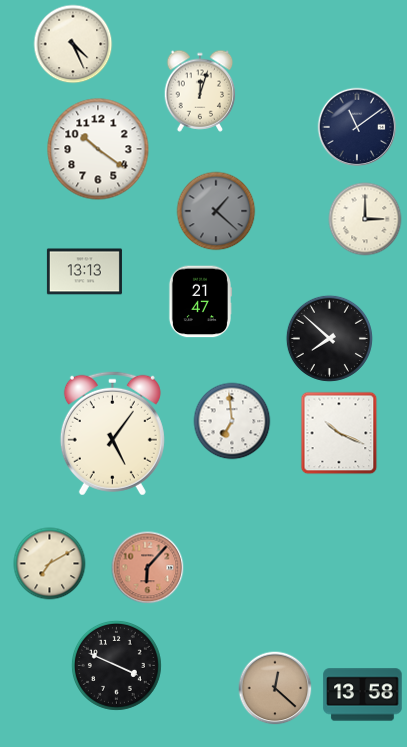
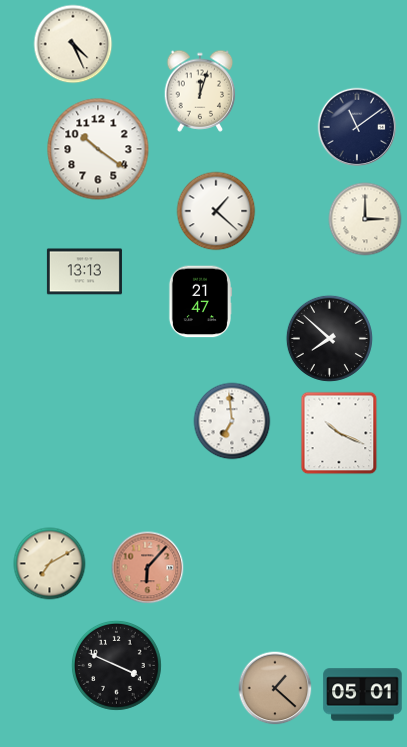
clock at (216, 211) dial: grey -> white
clock at (112, 433): 5:06 -> none
clock at (275, 688): 12:22 -> 1:22
clock at (363, 695): 13:58 -> 05:01
